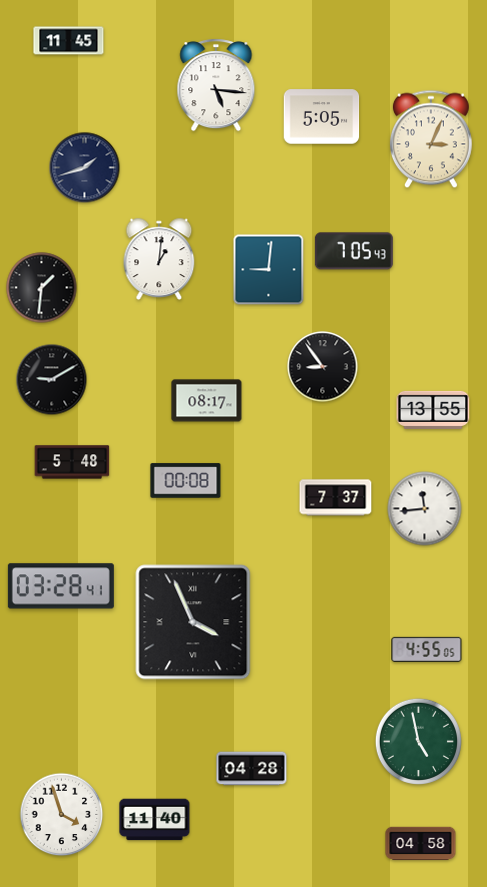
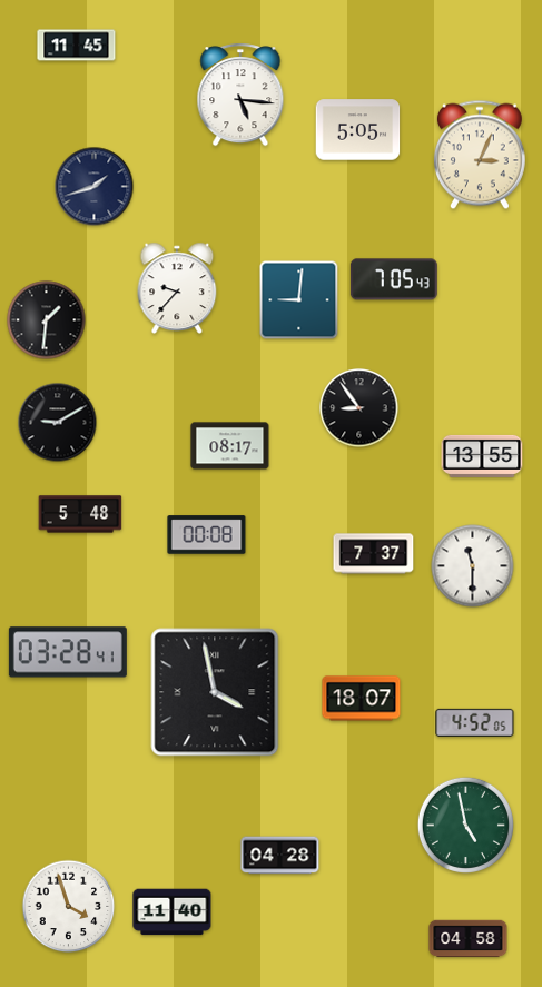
clock at (159, 259): 1:01 -> 9:37
clock at (425, 509): 11:44 -> 11:30
clock at (193, 622): 3:56 -> 3:58
clock at (362, 699): none -> 18:07
clock at (427, 649): 4:55 -> 4:52
